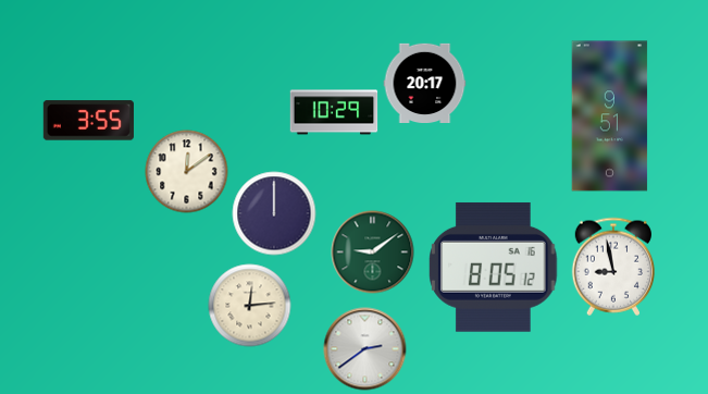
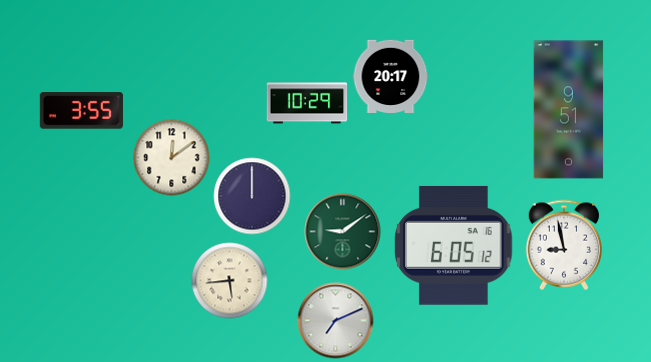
clock at (610, 116) position: (610, 116) -> (569, 110)
clock at (494, 267): 8:05 -> 6:05
clock at (250, 306): 12:14 -> 5:44
clock at (365, 349): 2:39 -> 7:11
